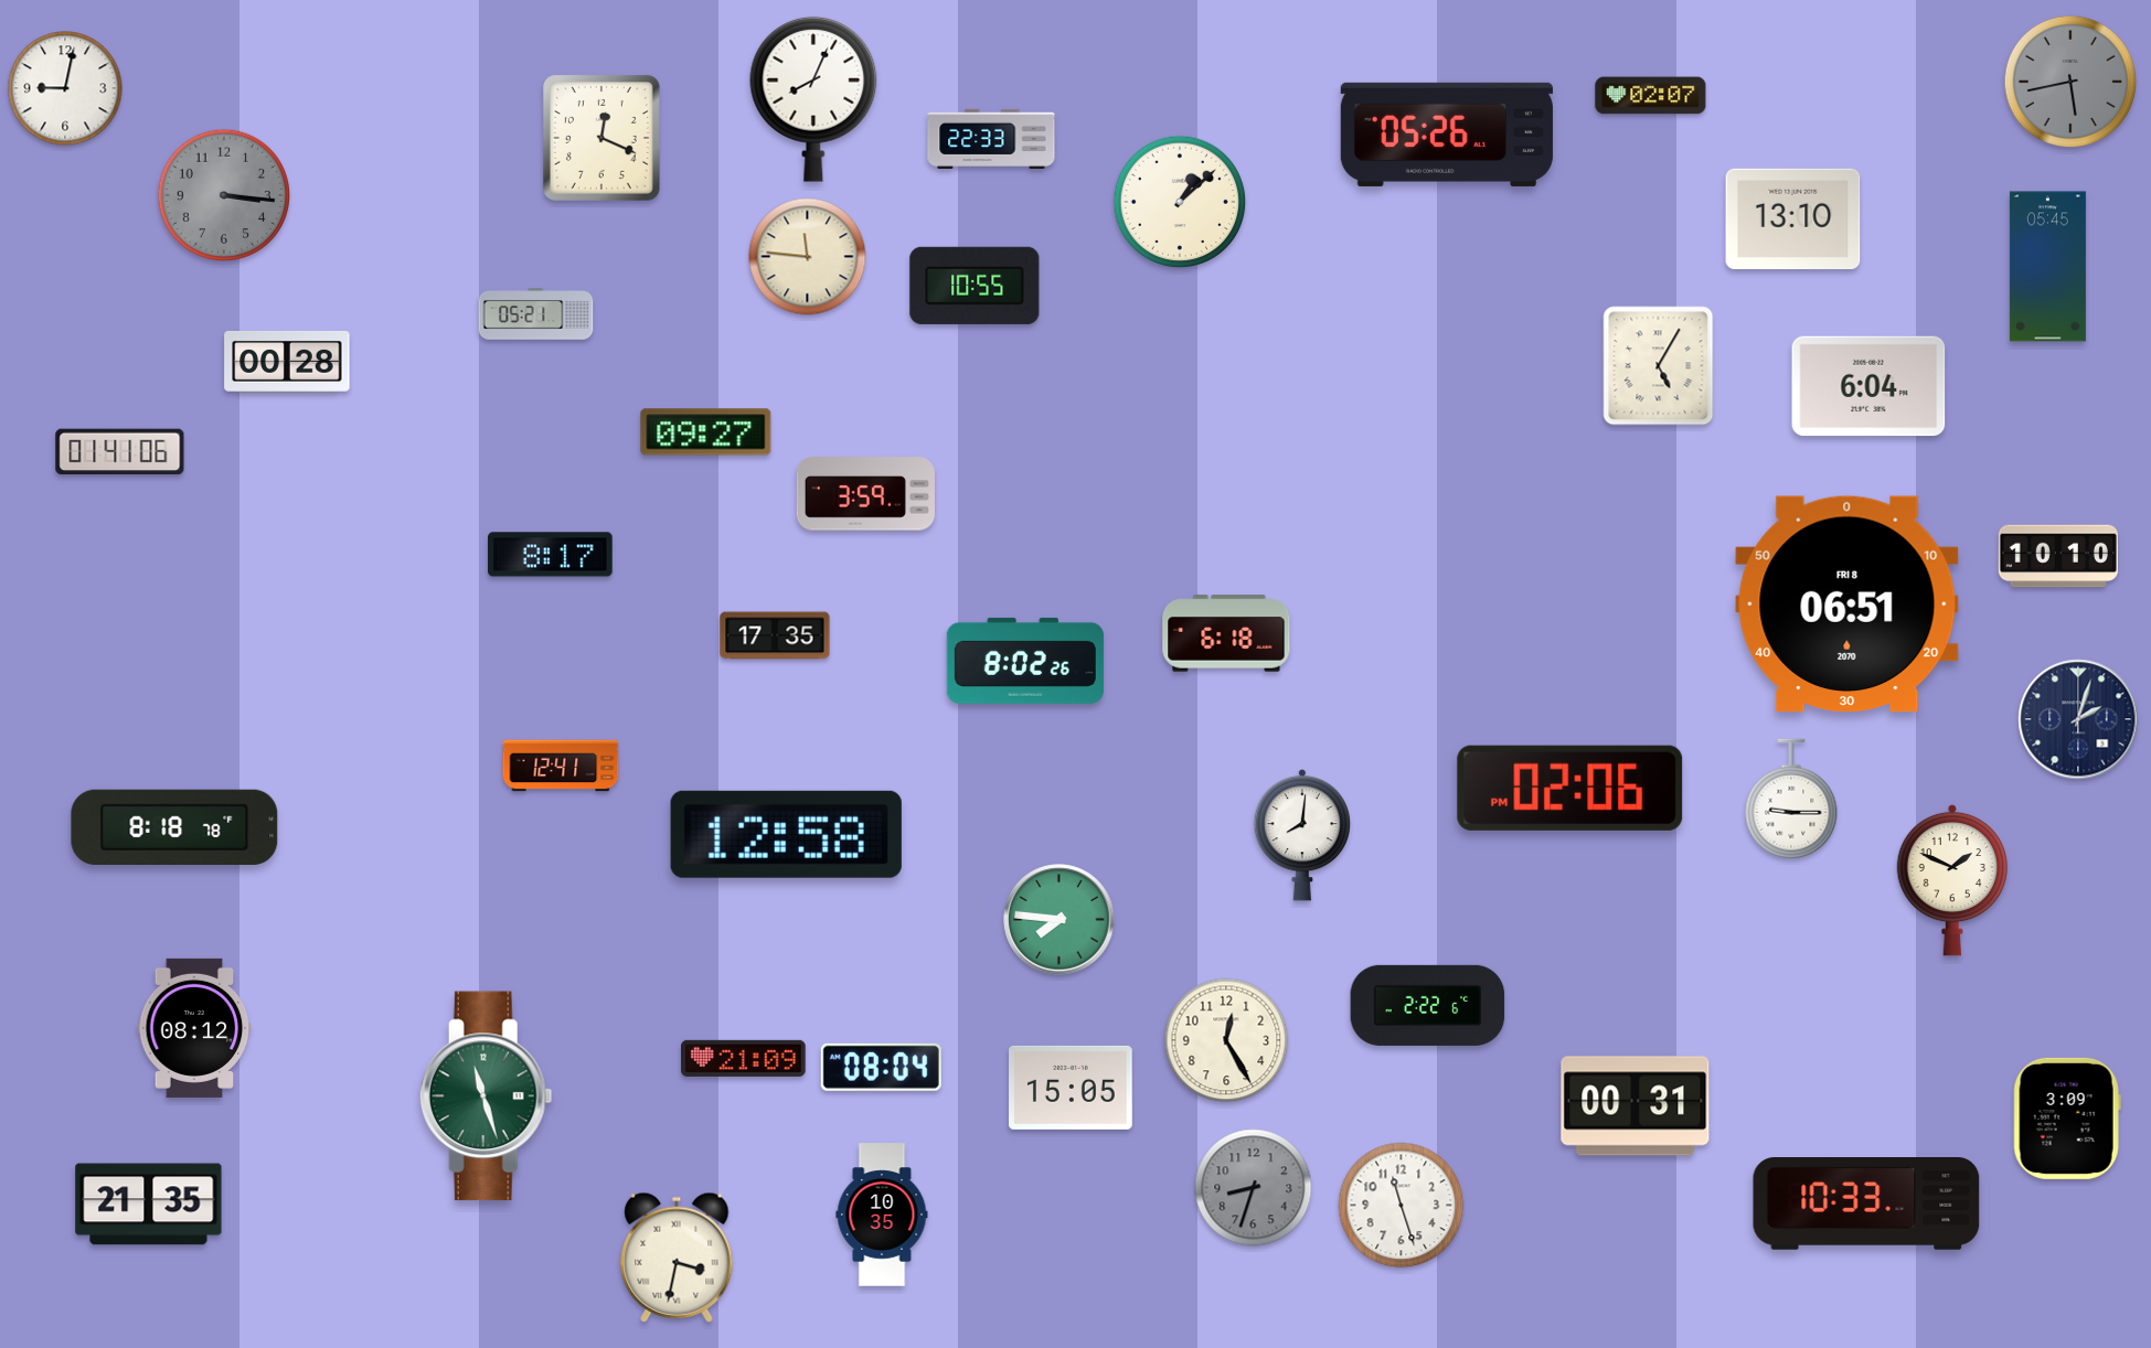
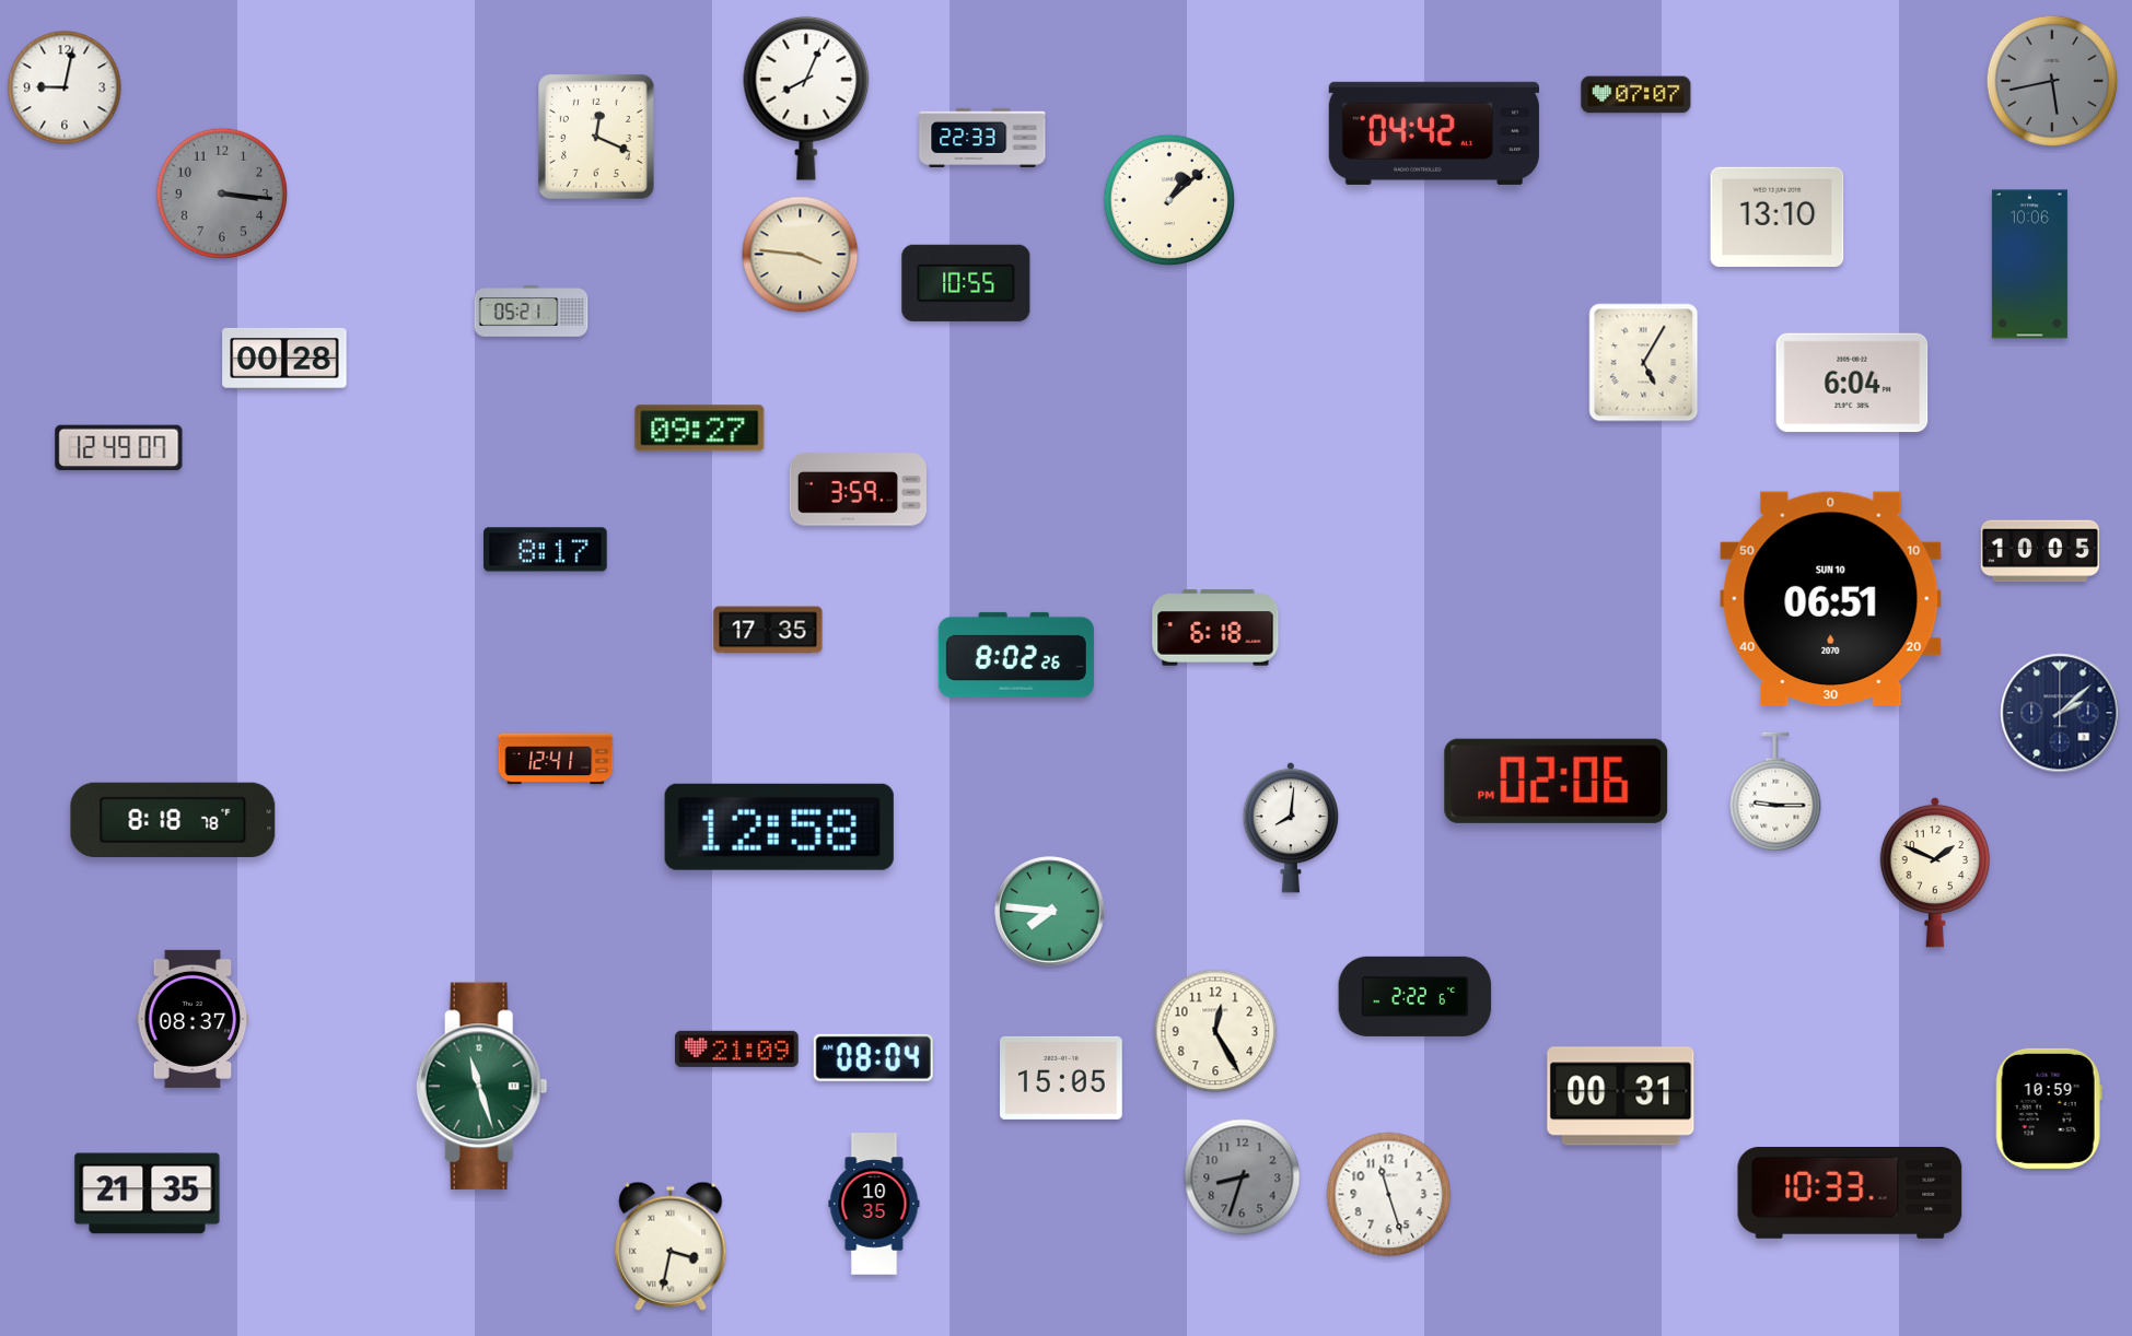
clock at (1651, 96): 02:07 -> 07:07
clock at (1447, 135): 05:26 -> 04:42
clock at (808, 257): 11:46 -> 3:46
clock at (2047, 267): 05:45 -> 10:06
clock at (120, 452): 01:41 -> 12:49
clock at (2058, 556): 10:10 -> 10:05
clock at (1847, 605) date: FRI 8 -> SUN 10
clock at (2078, 719): 2:03 -> 2:08
clock at (194, 1028): 08:12 -> 08:37
clock at (2067, 1119): 3:09 -> 10:59
